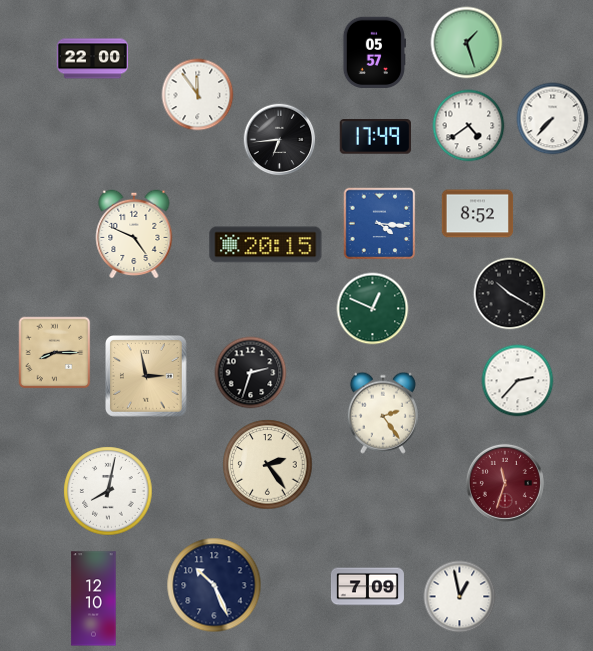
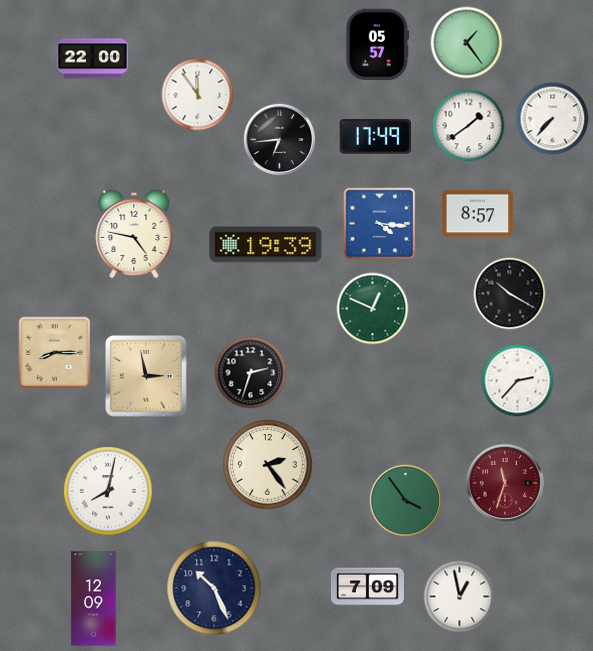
clock at (467, 43): 1:27 -> 1:24
clock at (374, 52) position: (374, 52) -> (377, 44)
clock at (469, 126): 4:39 -> 1:39
clock at (478, 214): 8:52 -> 8:57
clock at (134, 234): 4:49 -> 4:47
clock at (266, 245): 20:15 -> 19:39
clock at (383, 413): 2:24 -> none
clock at (406, 501): none -> 3:54
clock at (214, 585) position: (214, 585) -> (214, 588)
clock at (94, 599): 12:10 -> 12:09
